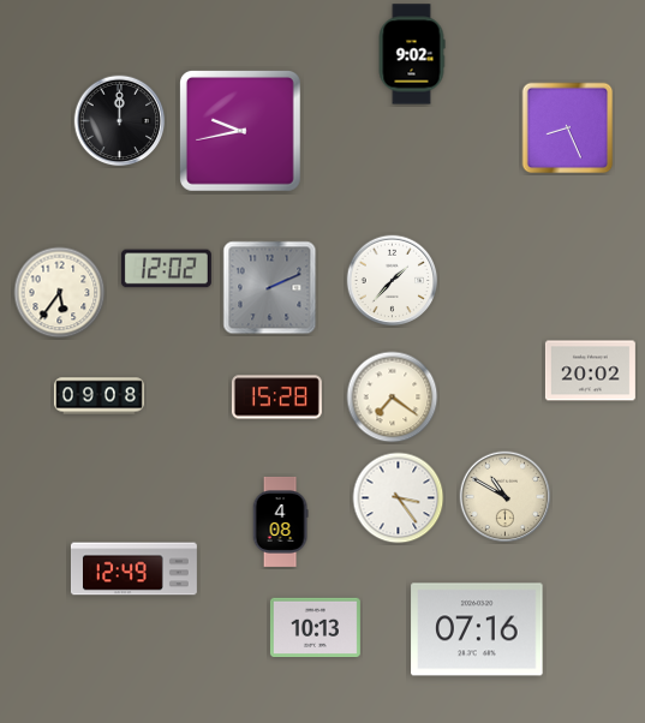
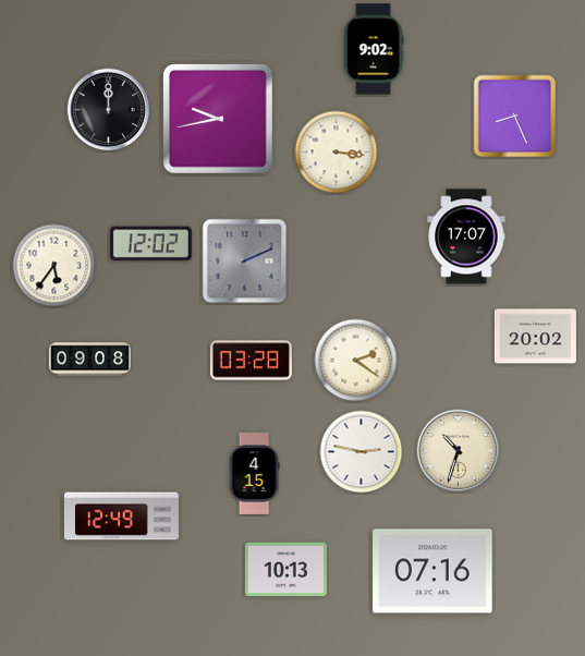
clock at (337, 153): none -> 3:16
clock at (466, 236): none -> 17:07
clock at (393, 281): 1:37 -> none
clock at (276, 398): 15:28 -> 03:28
clock at (393, 398): 7:21 -> 2:21
clock at (506, 497): 10:50 -> 10:33
clock at (399, 498): 3:24 -> 2:47
clock at (280, 521): 4:08 -> 4:15
